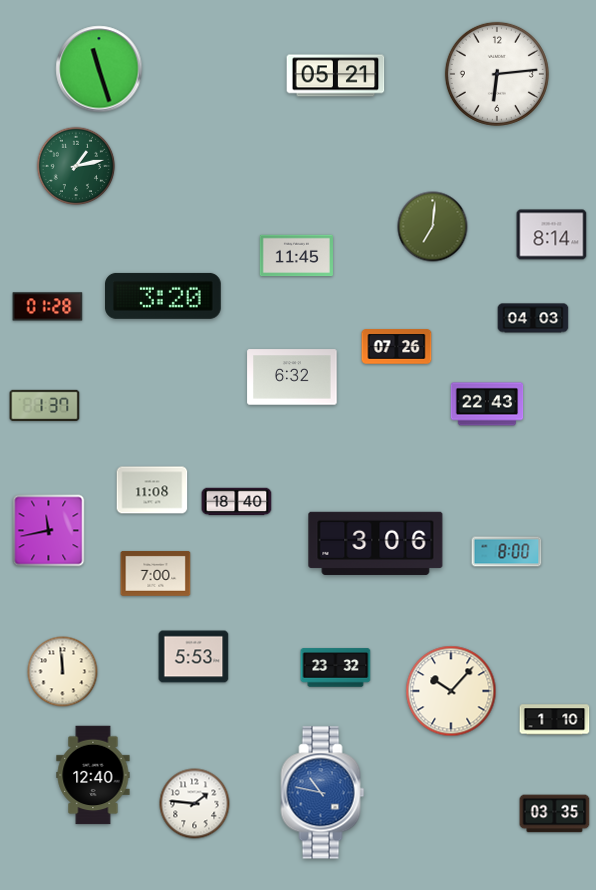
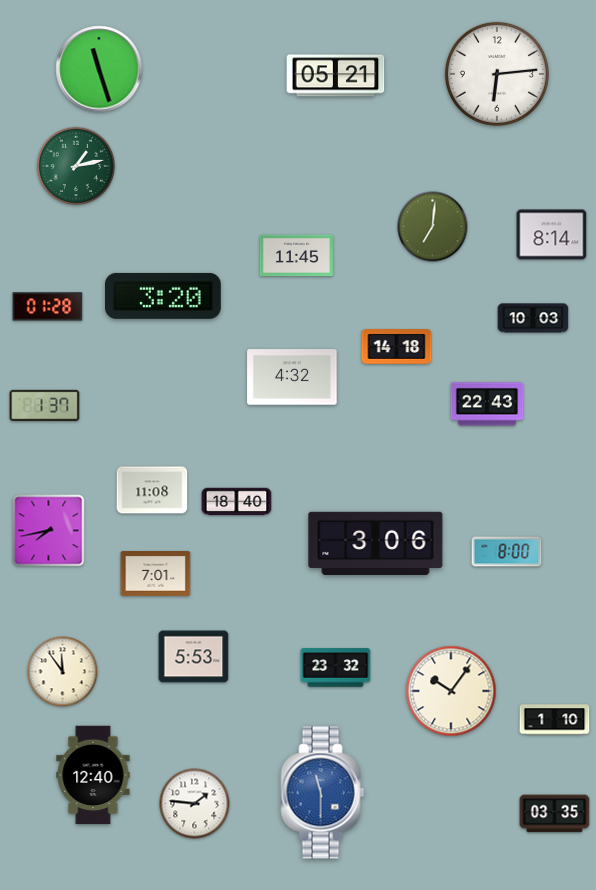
clock at (533, 318): 04:03 -> 10:03
clock at (397, 347): 07:26 -> 14:18
clock at (292, 377): 6:32 -> 4:32
clock at (49, 531): 11:43 -> 7:43
clock at (156, 574): 7:00 -> 7:01
clock at (63, 672): 11:59 -> 11:54
clock at (451, 691): 10:07 -> 10:06
clock at (323, 793): 10:47 -> 11:30
